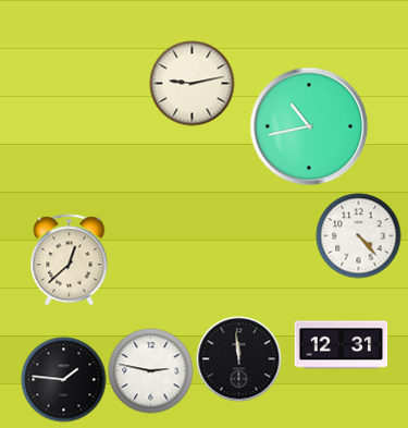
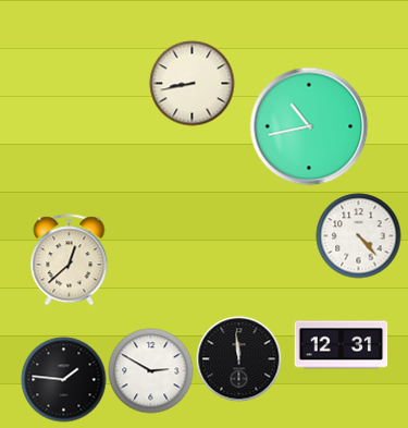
clock at (191, 83): 9:13 -> 8:43
clock at (150, 370): 2:47 -> 2:50
